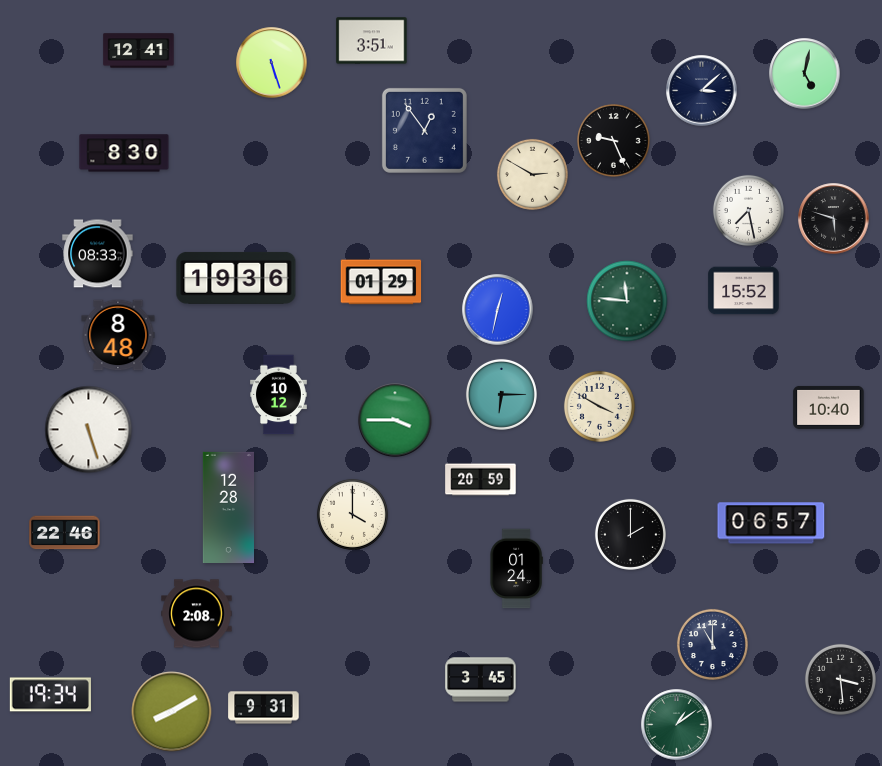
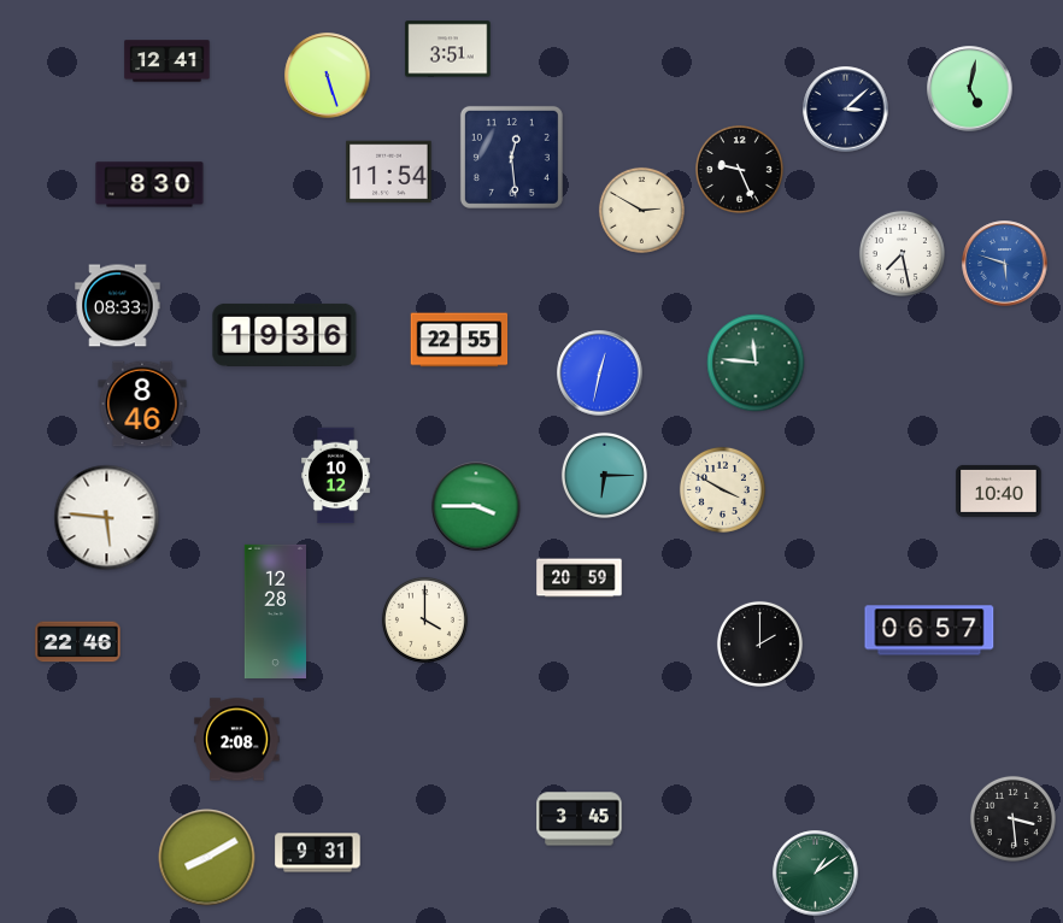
clock at (424, 130): 12:54 -> 12:29
clock at (389, 172): none -> 11:54
clock at (834, 219) dial: black -> blue
clock at (381, 282): 01:29 -> 22:55
clock at (744, 291): 15:52 -> none
clock at (118, 335): 8:48 -> 8:46
clock at (89, 430): 5:27 -> 5:46
clock at (516, 569): 01:24 -> none
clock at (712, 644): 11:00 -> none
clock at (50, 695): 19:34 -> none
